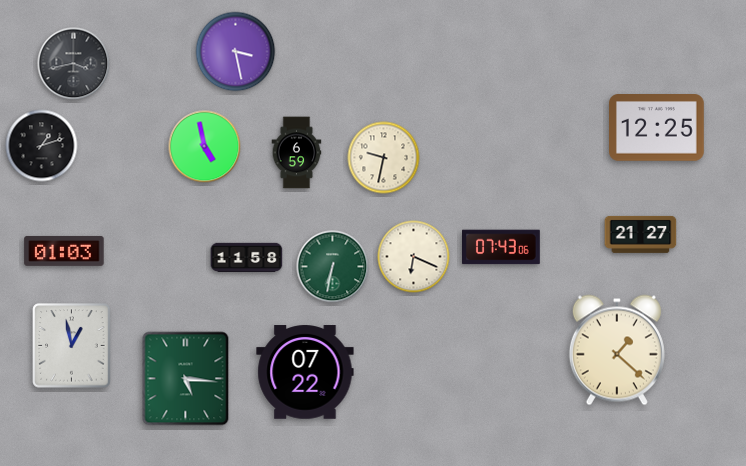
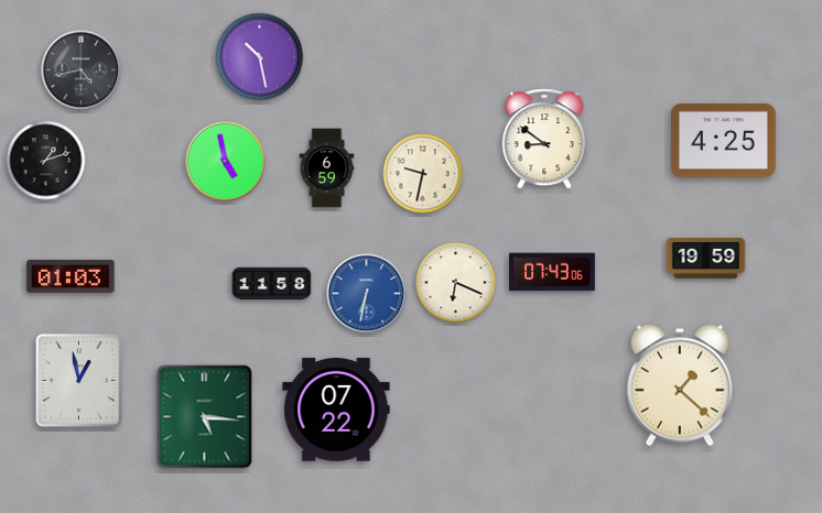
clock at (236, 52): 3:28 -> 10:28
clock at (74, 64): 3:43 -> 4:43
clock at (544, 139): none -> 8:51
clock at (657, 128): 12:25 -> 4:25
clock at (641, 234): 21:27 -> 19:59
clock at (333, 267) dial: green -> blue
